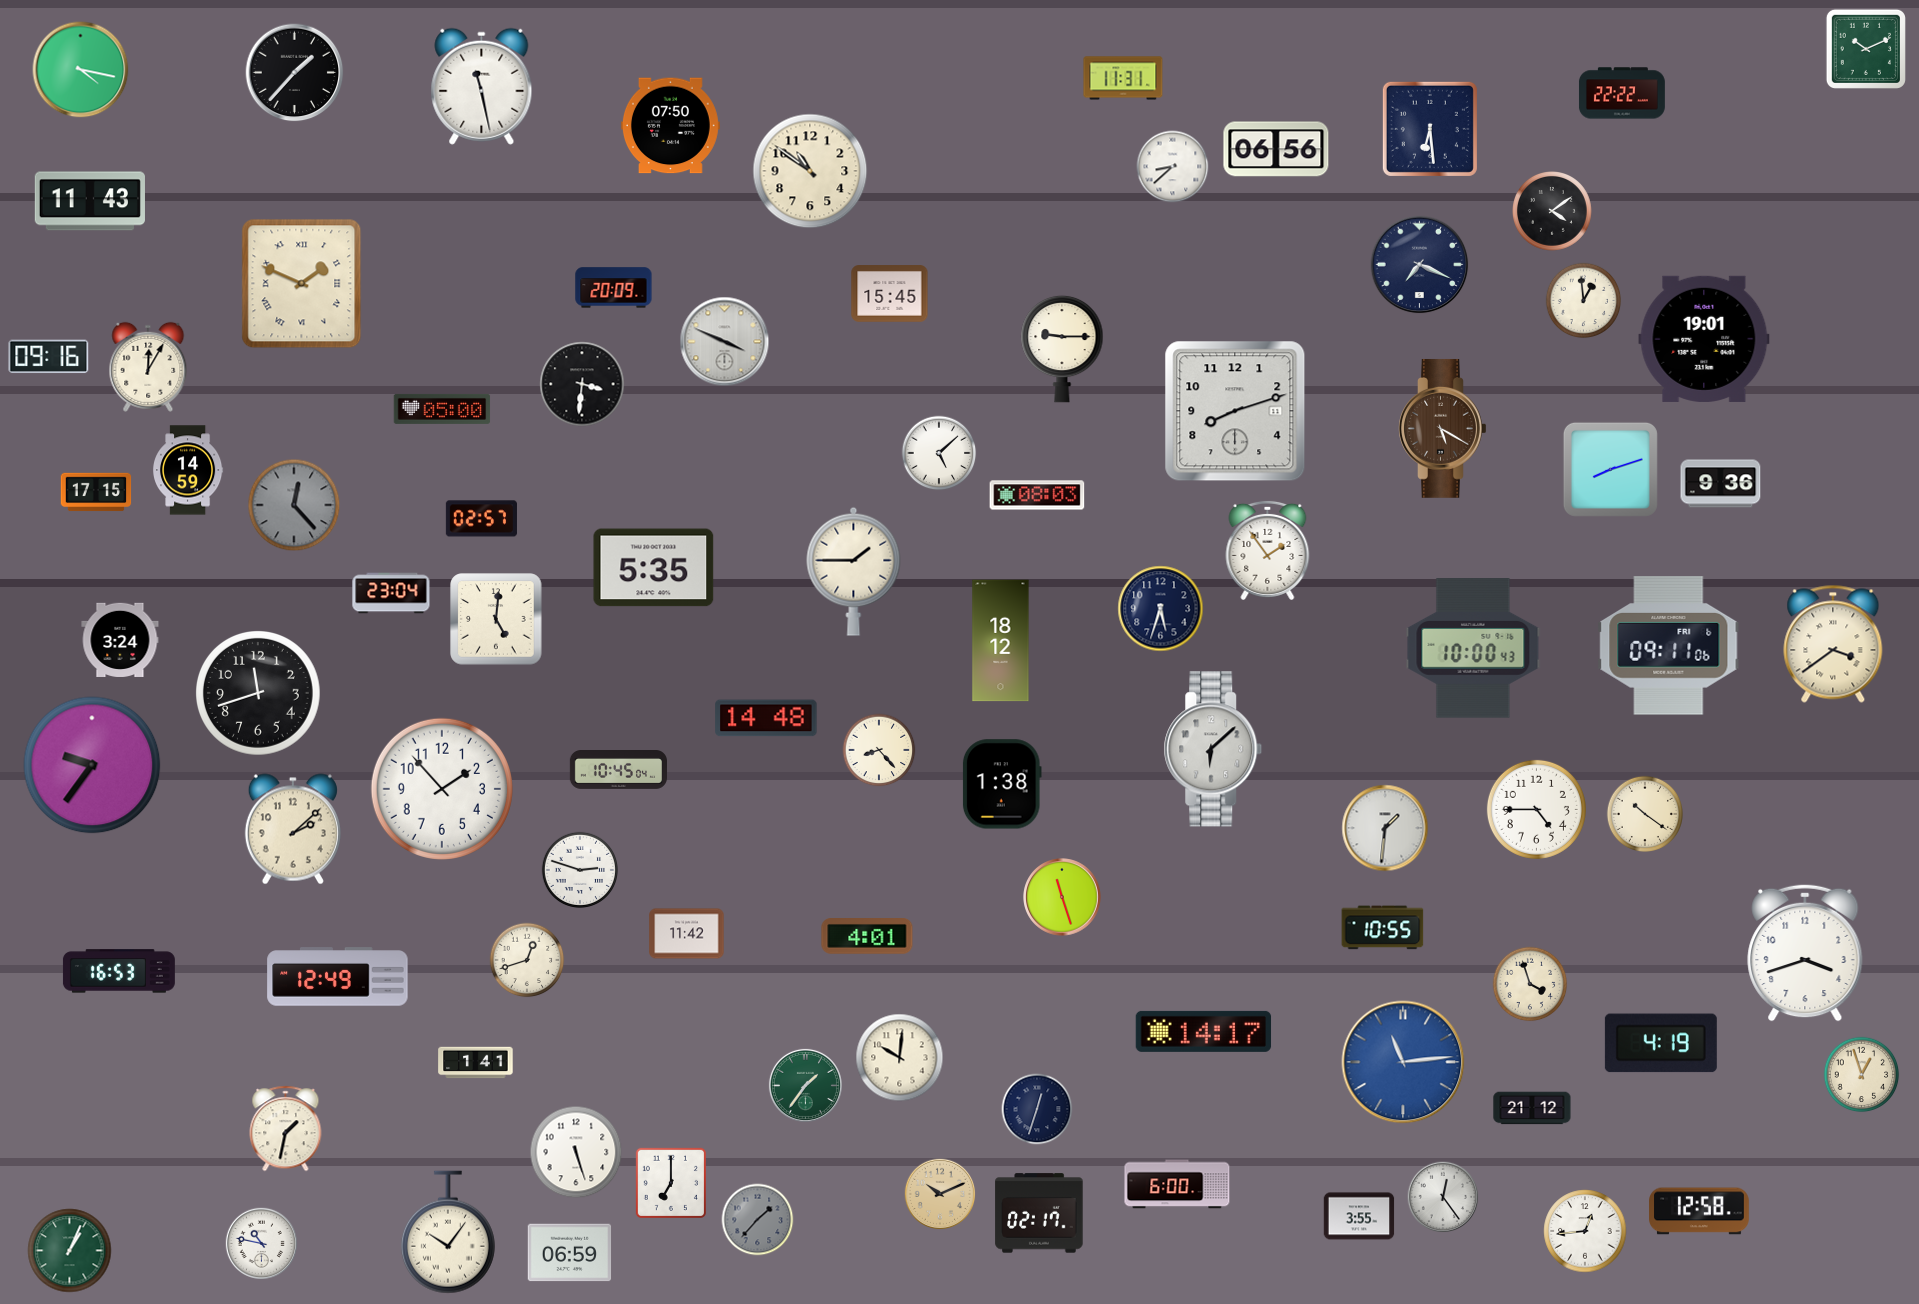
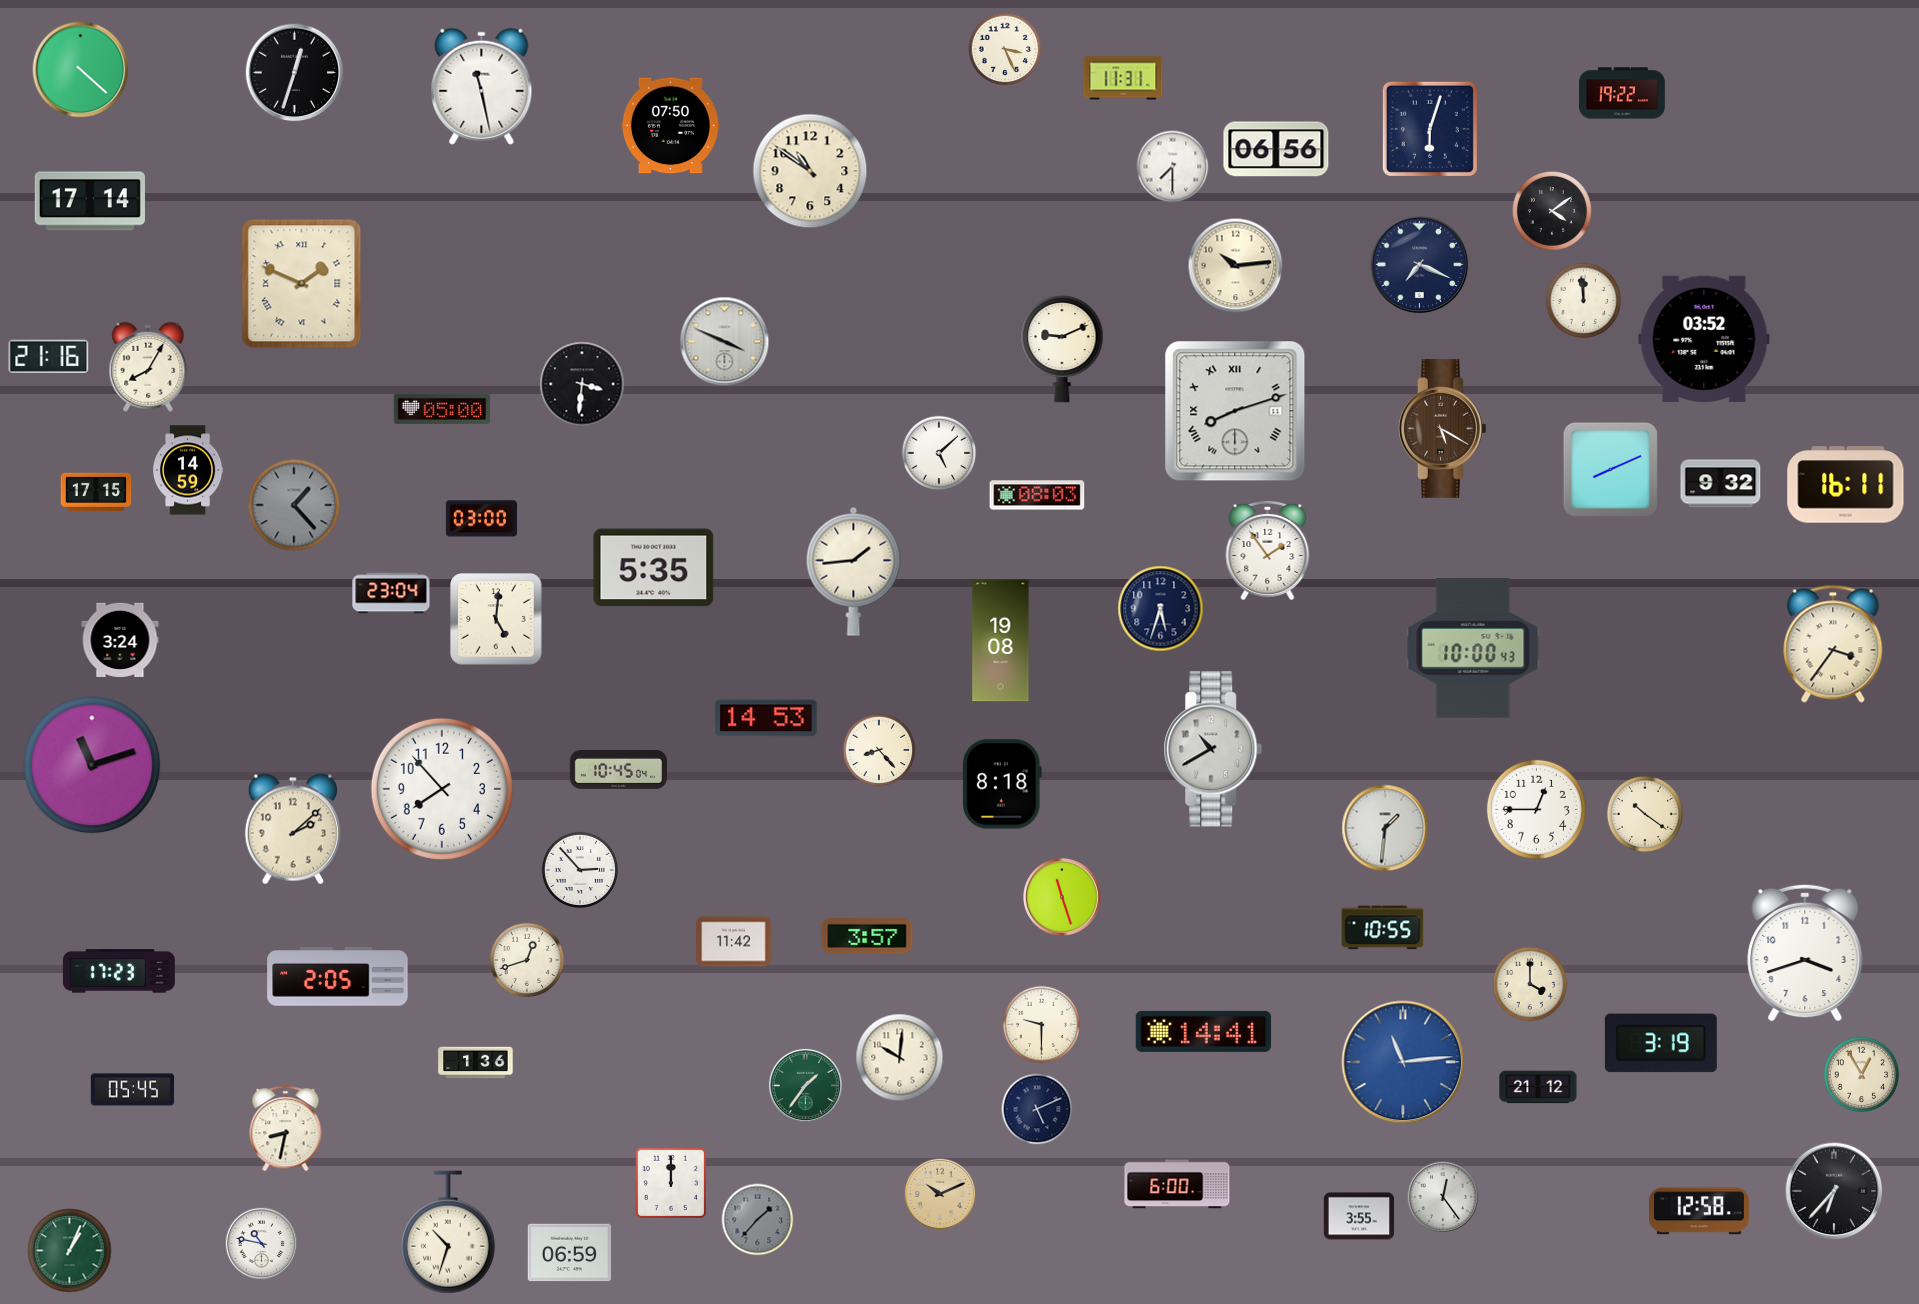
clock at (1005, 49): none -> 3:26
clock at (1866, 49): 10:11 -> none
clock at (81, 70): 4:17 -> 4:22
clock at (295, 73): 1:37 -> 12:33
clock at (1622, 93): 22:22 -> 19:22
clock at (1430, 129): 6:29 -> 6:03
clock at (1173, 167): 8:38 -> 7:30
clock at (90, 201): 11:43 -> 17:14
clock at (1236, 266): none -> 10:14
clock at (614, 288): 20:09 -> none
clock at (890, 294): 15:45 -> none
clock at (1584, 301): 12:59 -> 11:59
clock at (1704, 339): 19:01 -> 03:52
clock at (1062, 349): 9:15 -> 9:11
clock at (49, 357): 09:16 -> 21:16
clock at (148, 367): 12:05 -> 8:05
clock at (1235, 411) numerals: Arabic -> Roman
clock at (1610, 469): 8:12 -> 8:11
clock at (1721, 484): 9:36 -> 9:32
clock at (1846, 485): none -> 16:11
clock at (294, 505): 12:23 -> 1:23
clock at (481, 519): 02:57 -> 03:00
clock at (854, 571): 1:45 -> 1:44
clock at (1001, 641): 18:12 -> 19:08
clock at (1833, 644): 3:39 -> 3:36
clock at (1669, 646): 09:11 -> none
clock at (259, 694): 11:42 -> none
clock at (766, 718): 14:48 -> 14:53
clock at (1213, 749): 6:08 -> 10:40
clock at (92, 765): 9:36 -> 11:12
clock at (1002, 784): 1:38 -> 8:18
clock at (442, 789): 1:53 -> 7:53
clock at (1536, 809): 4:45 -> 12:45
clock at (579, 869): 2:48 -> 2:53
clock at (687, 934) position: (687, 934) -> (734, 942)
clock at (867, 936): 4:01 -> 3:57
clock at (119, 971): 16:53 -> 17:23
clock at (338, 977): 12:49 -> 2:05
clock at (1530, 984): 3:57 -> 4:00
clock at (1041, 1024): none -> 9:30
clock at (1204, 1031): 14:17 -> 14:41
clock at (1661, 1043): 4:19 -> 3:19
clock at (476, 1063): 1:41 -> 1:36
clock at (1862, 1075): 12:57 -> 12:55
clock at (133, 1090): none -> 05:45
clock at (1532, 1108) position: (1532, 1108) -> (1538, 1087)
clock at (1037, 1109): 12:33 -> 5:11
clock at (286, 1129): 1:32 -> 8:32
clock at (576, 1152): 5:27 -> none
clock at (671, 1183): 7:00 -> 12:00
clock at (1834, 1191): none -> 6:37
clock at (1039, 1213): 02:17 -> none
clock at (1585, 1231): 12:44 -> none
clock at (448, 1232): 10:06 -> 10:33
